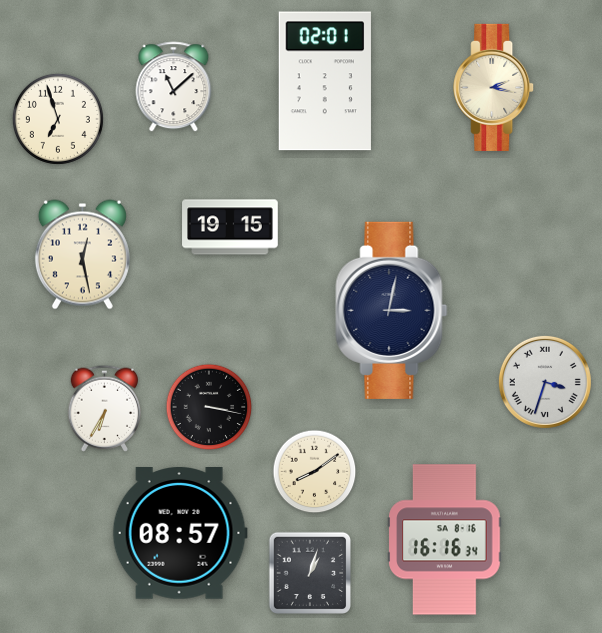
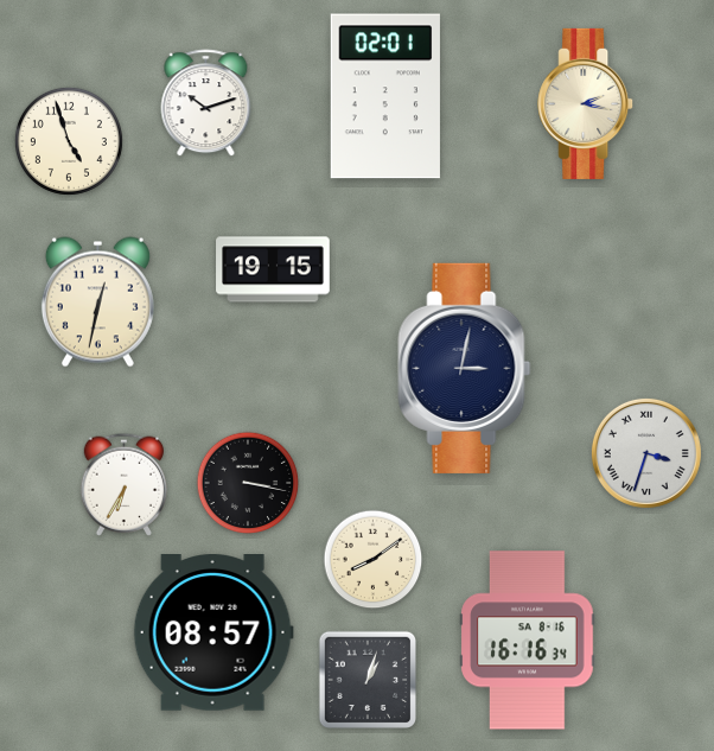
clock at (174, 87): 11:08 -> 10:12
clock at (58, 119): 6:57 -> 4:57
clock at (82, 255): 12:28 -> 12:32
